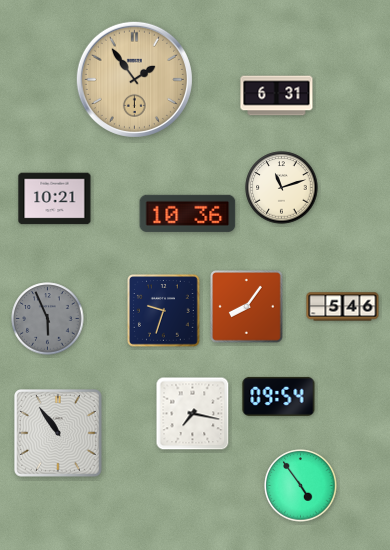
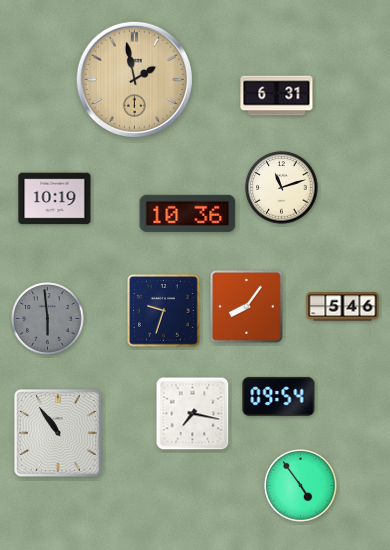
clock at (134, 79): 1:54 -> 1:58
clock at (55, 199): 10:21 -> 10:19
clock at (48, 319): 5:56 -> 5:59
